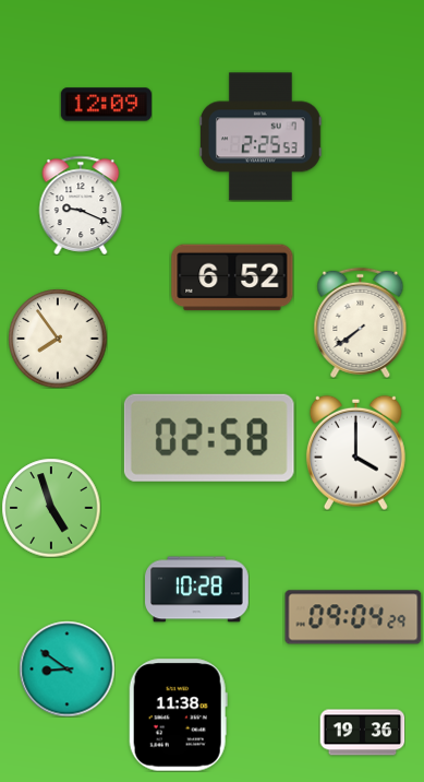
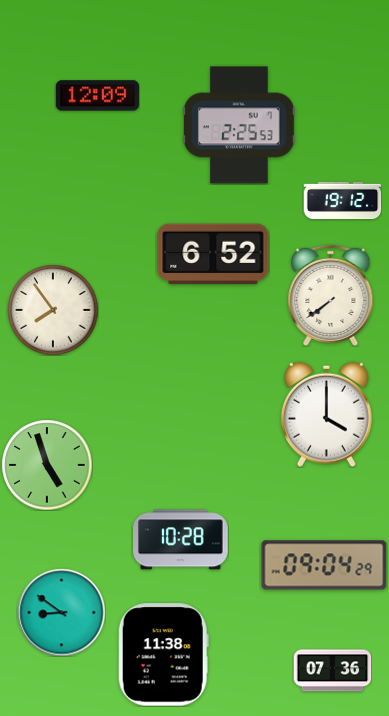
clock at (81, 205): 9:19 -> none
clock at (342, 201): none -> 19:12
clock at (209, 438): 02:58 -> none
clock at (362, 733): 19:36 -> 07:36
